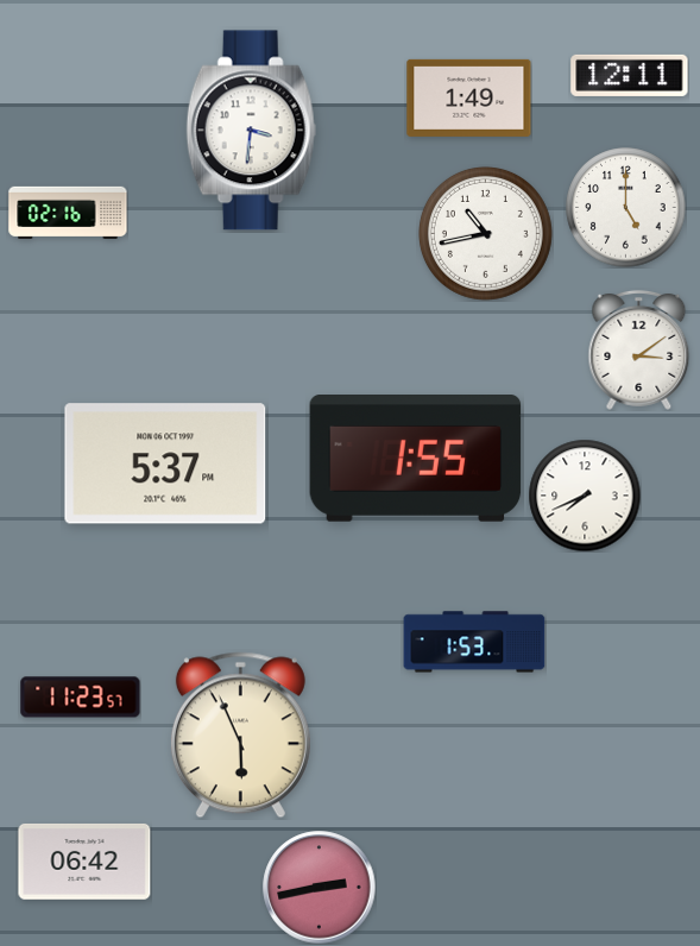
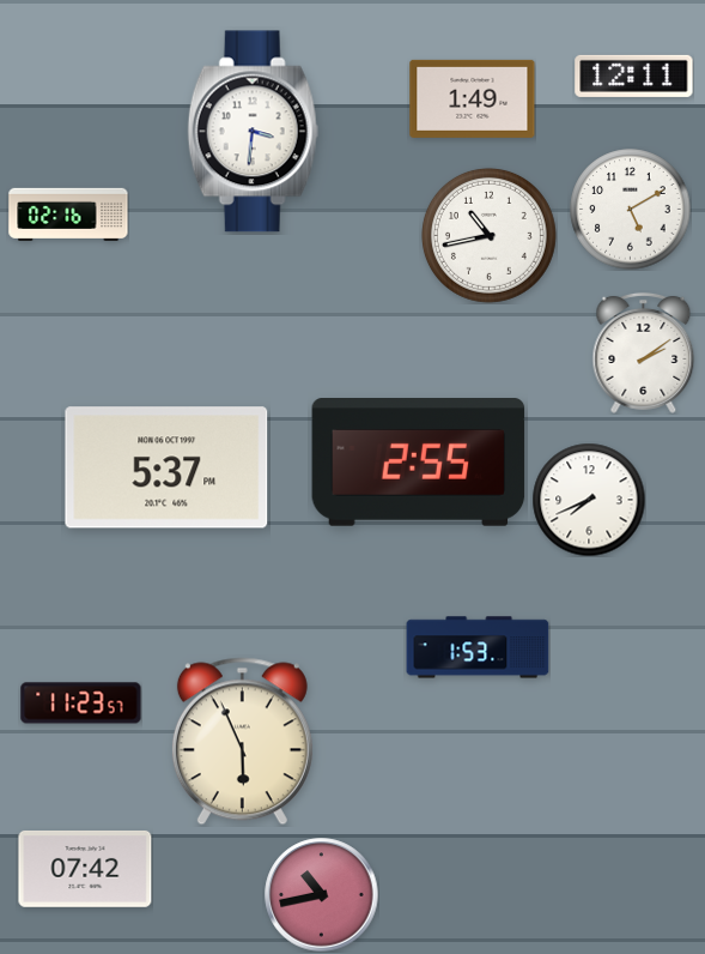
clock at (626, 208): 5:00 -> 5:10
clock at (639, 349): 3:09 -> 2:09
clock at (416, 459): 1:55 -> 2:55
clock at (84, 862): 06:42 -> 07:42
clock at (320, 888): 2:43 -> 10:43
